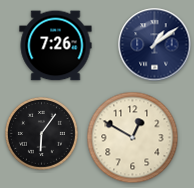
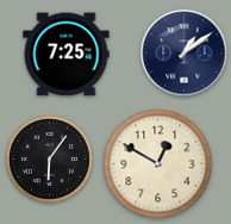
clock at (56, 46): 7:26 -> 7:25
